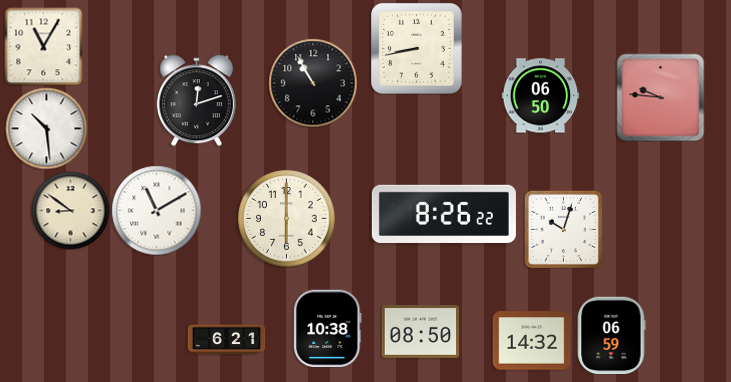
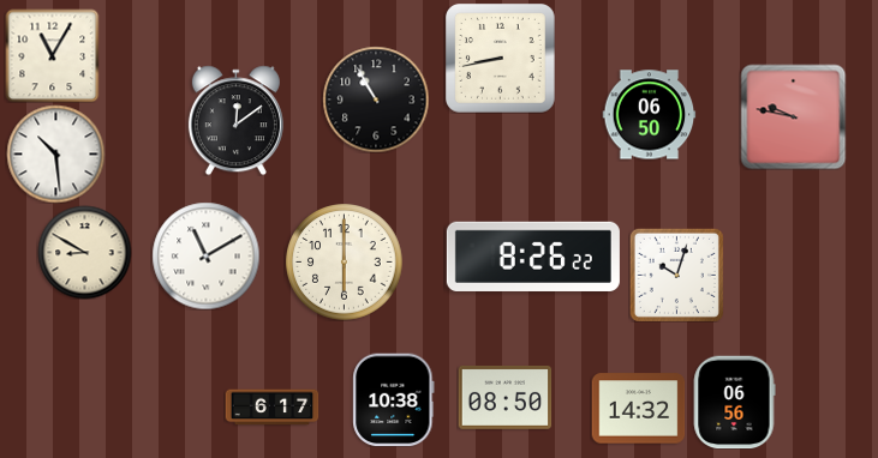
clock at (660, 97): 9:46 -> 9:47
clock at (196, 100): 12:12 -> 12:09
clock at (70, 210): 8:51 -> 8:50
clock at (156, 210) position: (156, 210) -> (205, 255)
clock at (328, 328) position: (328, 328) -> (394, 399)
clock at (611, 335): 06:59 -> 06:56
clock at (226, 340): 6:21 -> 6:17
